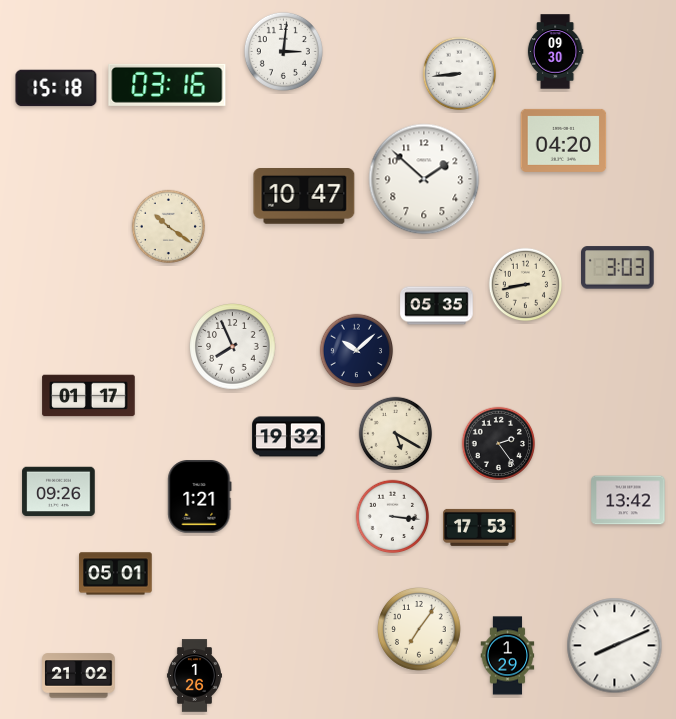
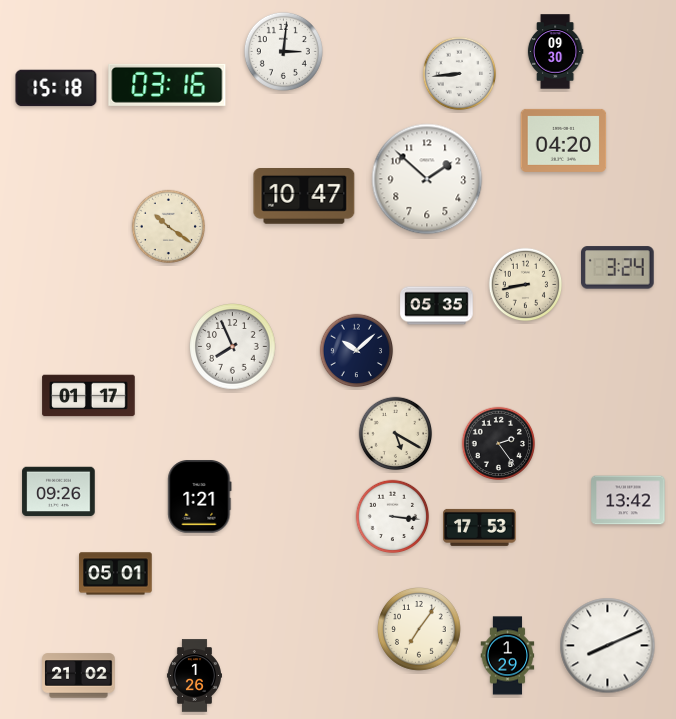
clock at (424, 179) position: (424, 179) -> (427, 179)
clock at (618, 268): 3:03 -> 3:24
clock at (289, 437): 19:32 -> none
clock at (615, 646) position: (615, 646) -> (608, 646)
